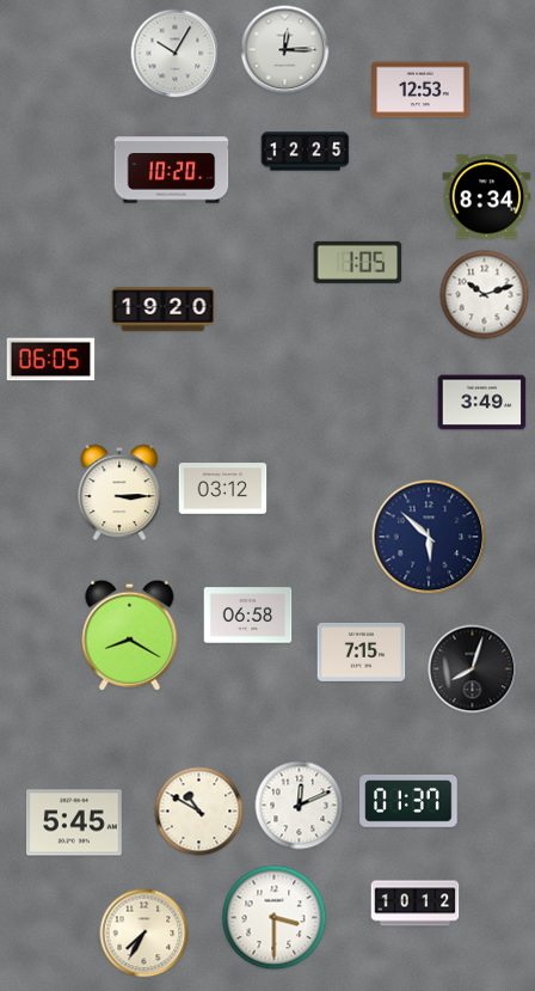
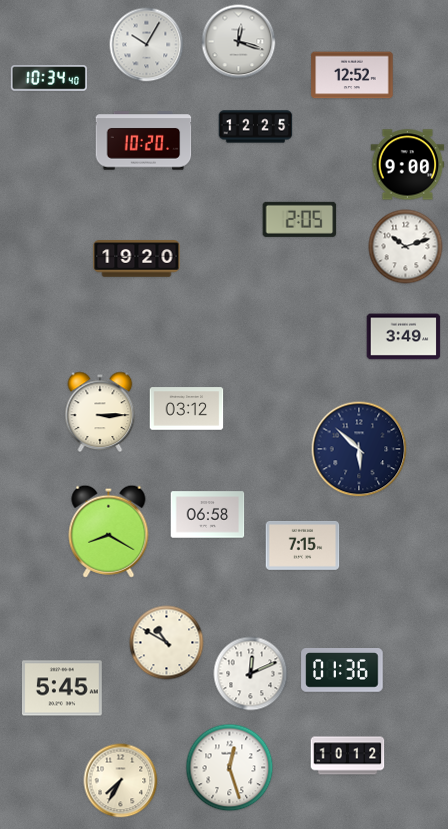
clock at (285, 50): 12:15 -> 12:18
clock at (420, 90): 12:53 -> 12:52
clock at (49, 78): none -> 10:34
clock at (487, 197): 8:34 -> 9:00
clock at (358, 262): 1:05 -> 2:05
clock at (51, 360): 06:05 -> none
clock at (473, 669): 8:03 -> none
clock at (408, 802): 01:37 -> 01:36
clock at (199, 812) position: (199, 812) -> (167, 643)
clock at (275, 918): 3:30 -> 12:27
